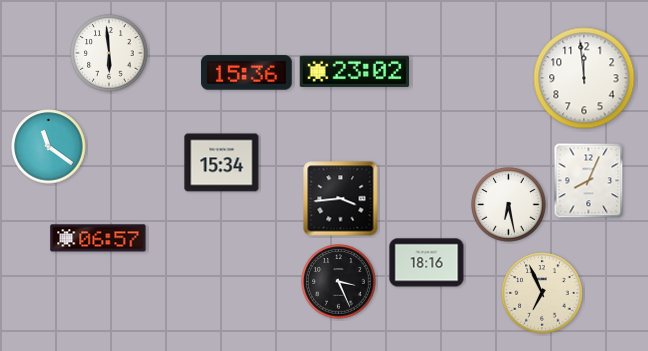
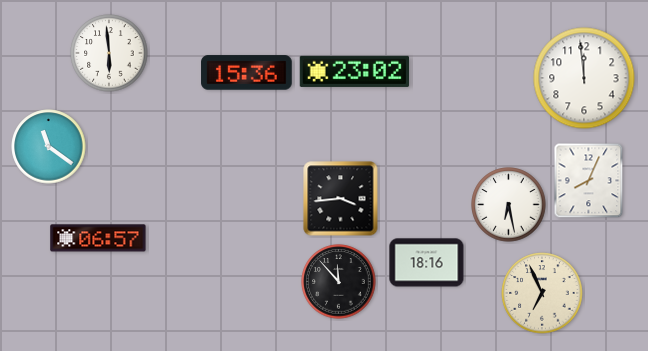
clock at (222, 163): 15:34 -> none
clock at (339, 282): 3:26 -> 11:53
